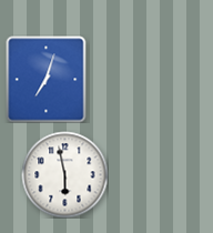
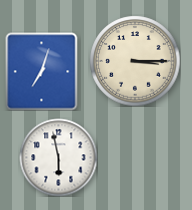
clock at (135, 61): none -> 3:15
